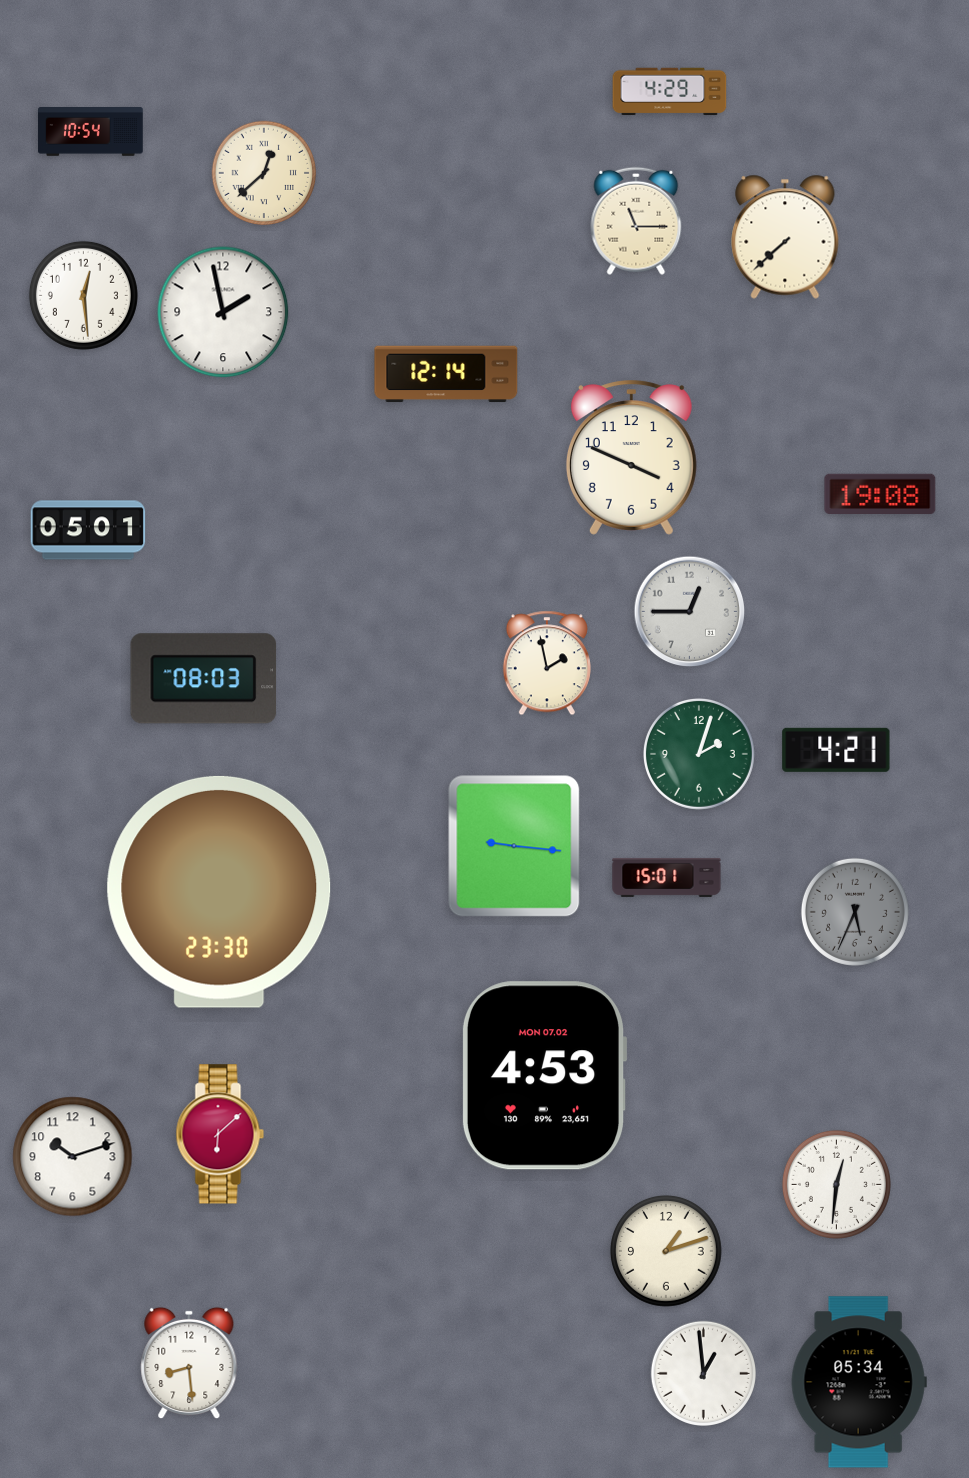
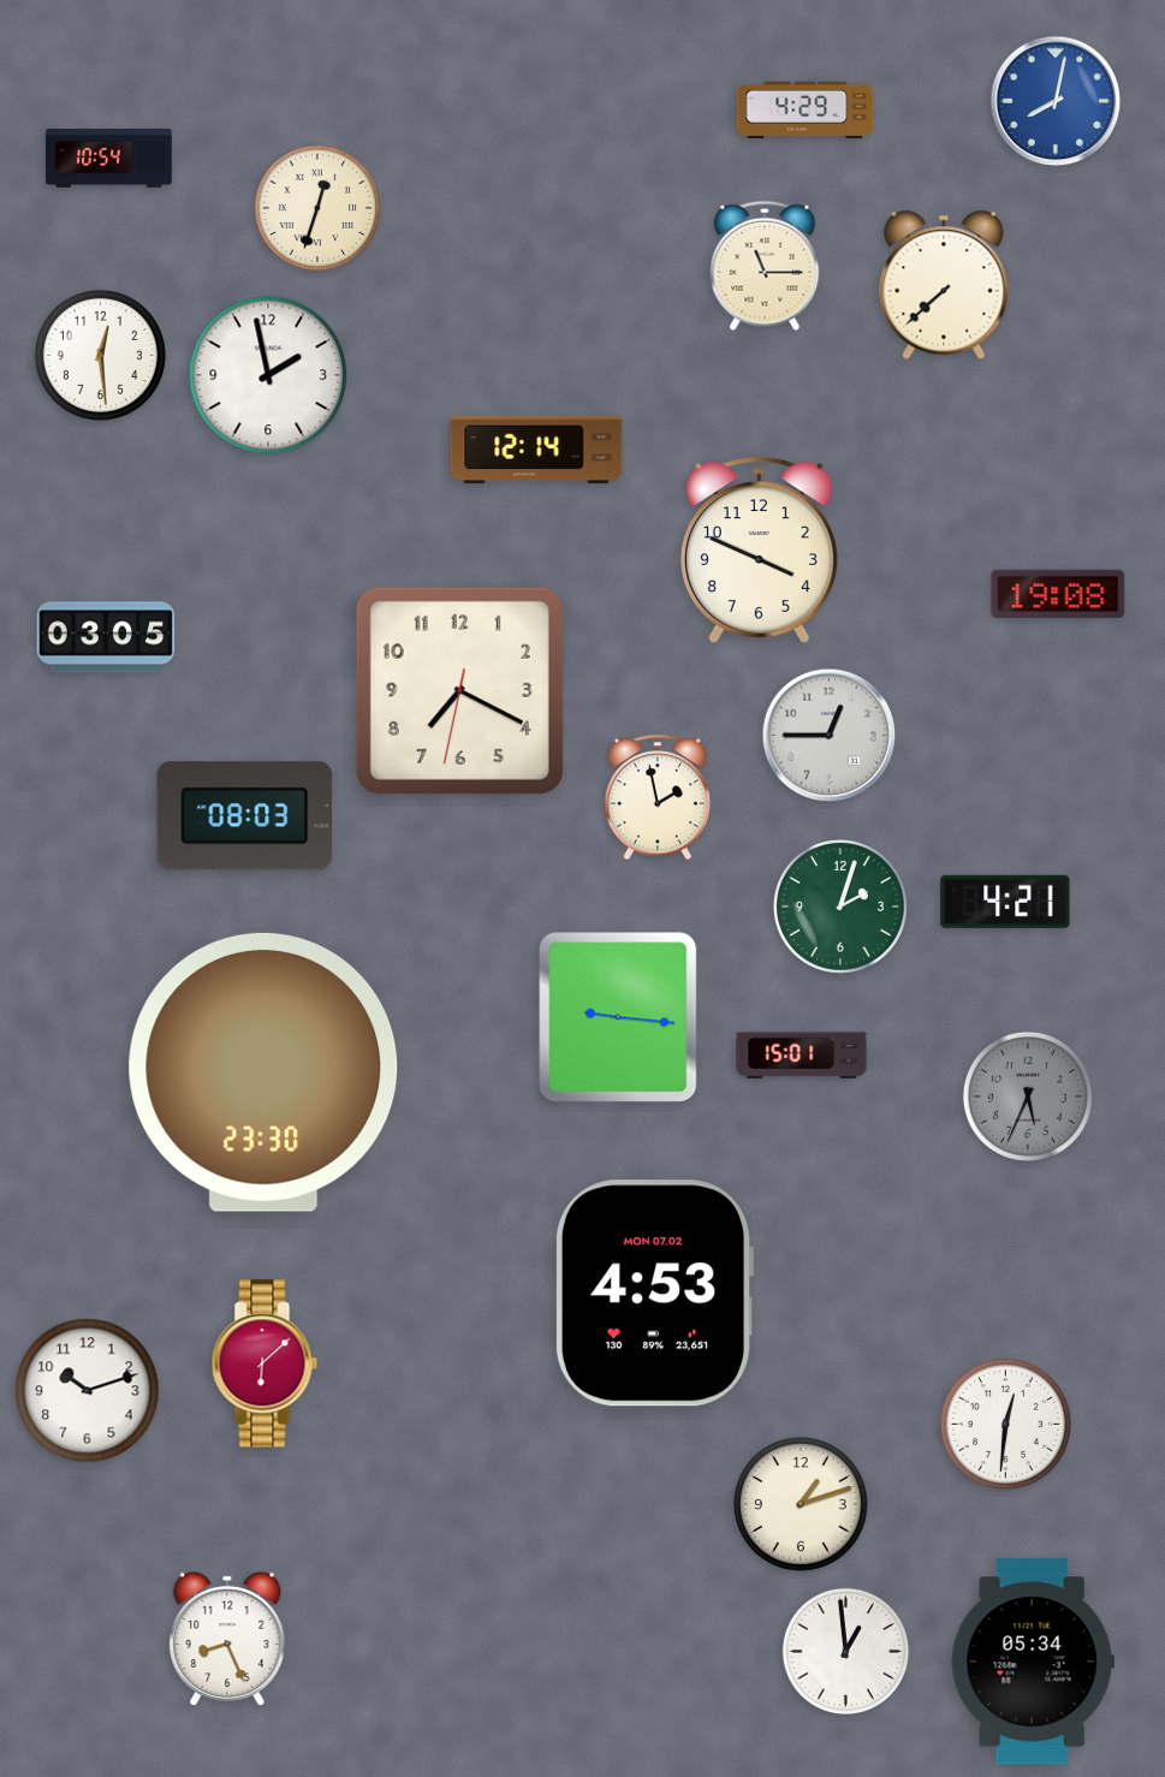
clock at (1056, 101): none -> 8:02
clock at (264, 173): 12:38 -> 12:33
clock at (88, 530): 05:01 -> 03:05
clock at (459, 690): none -> 7:19
clock at (189, 1363): 8:29 -> 8:26
